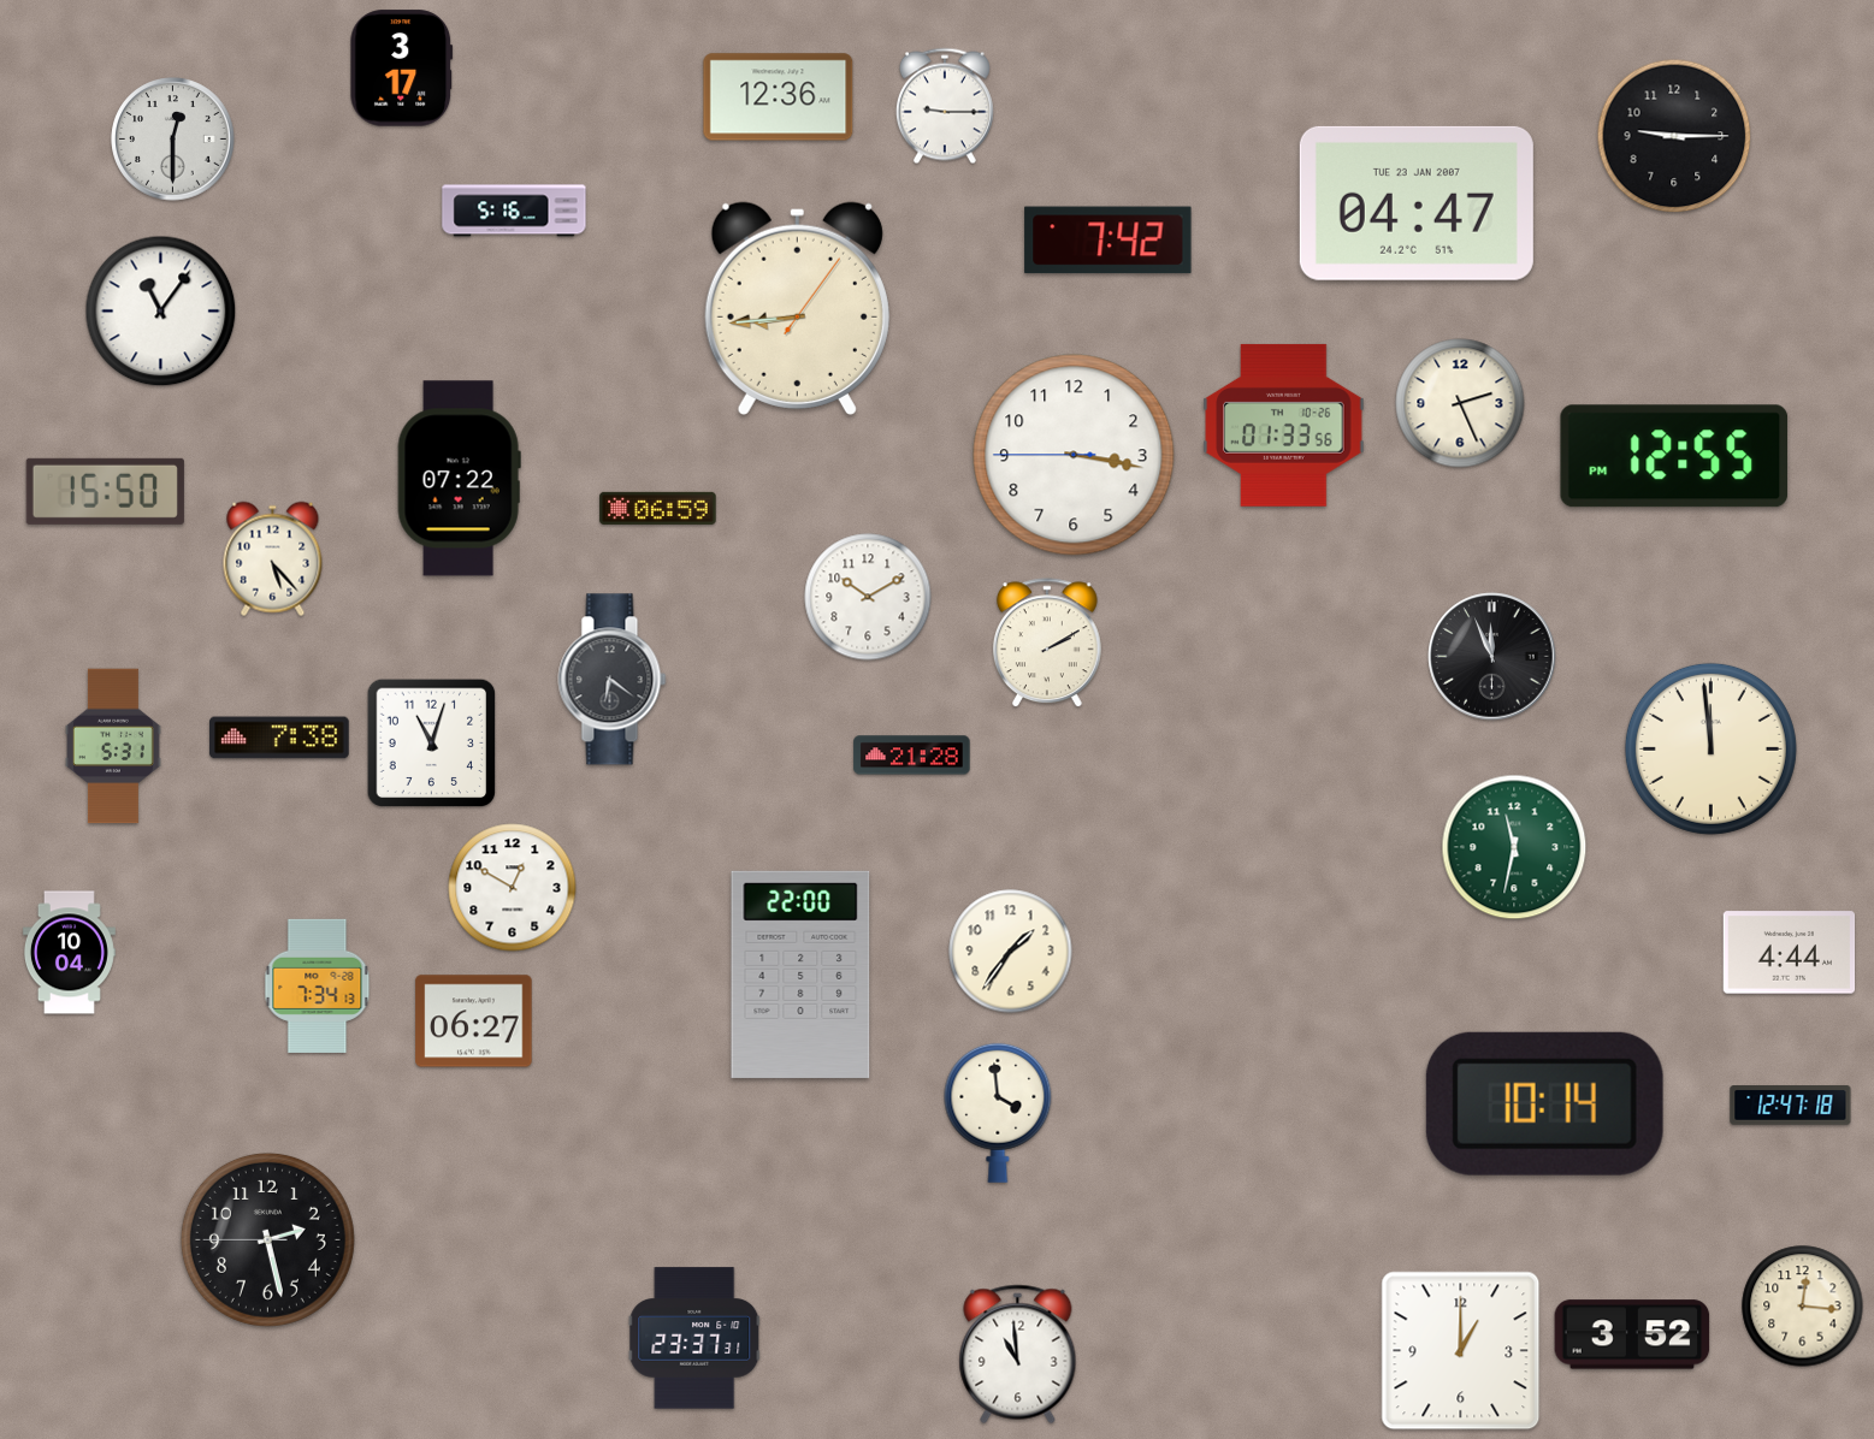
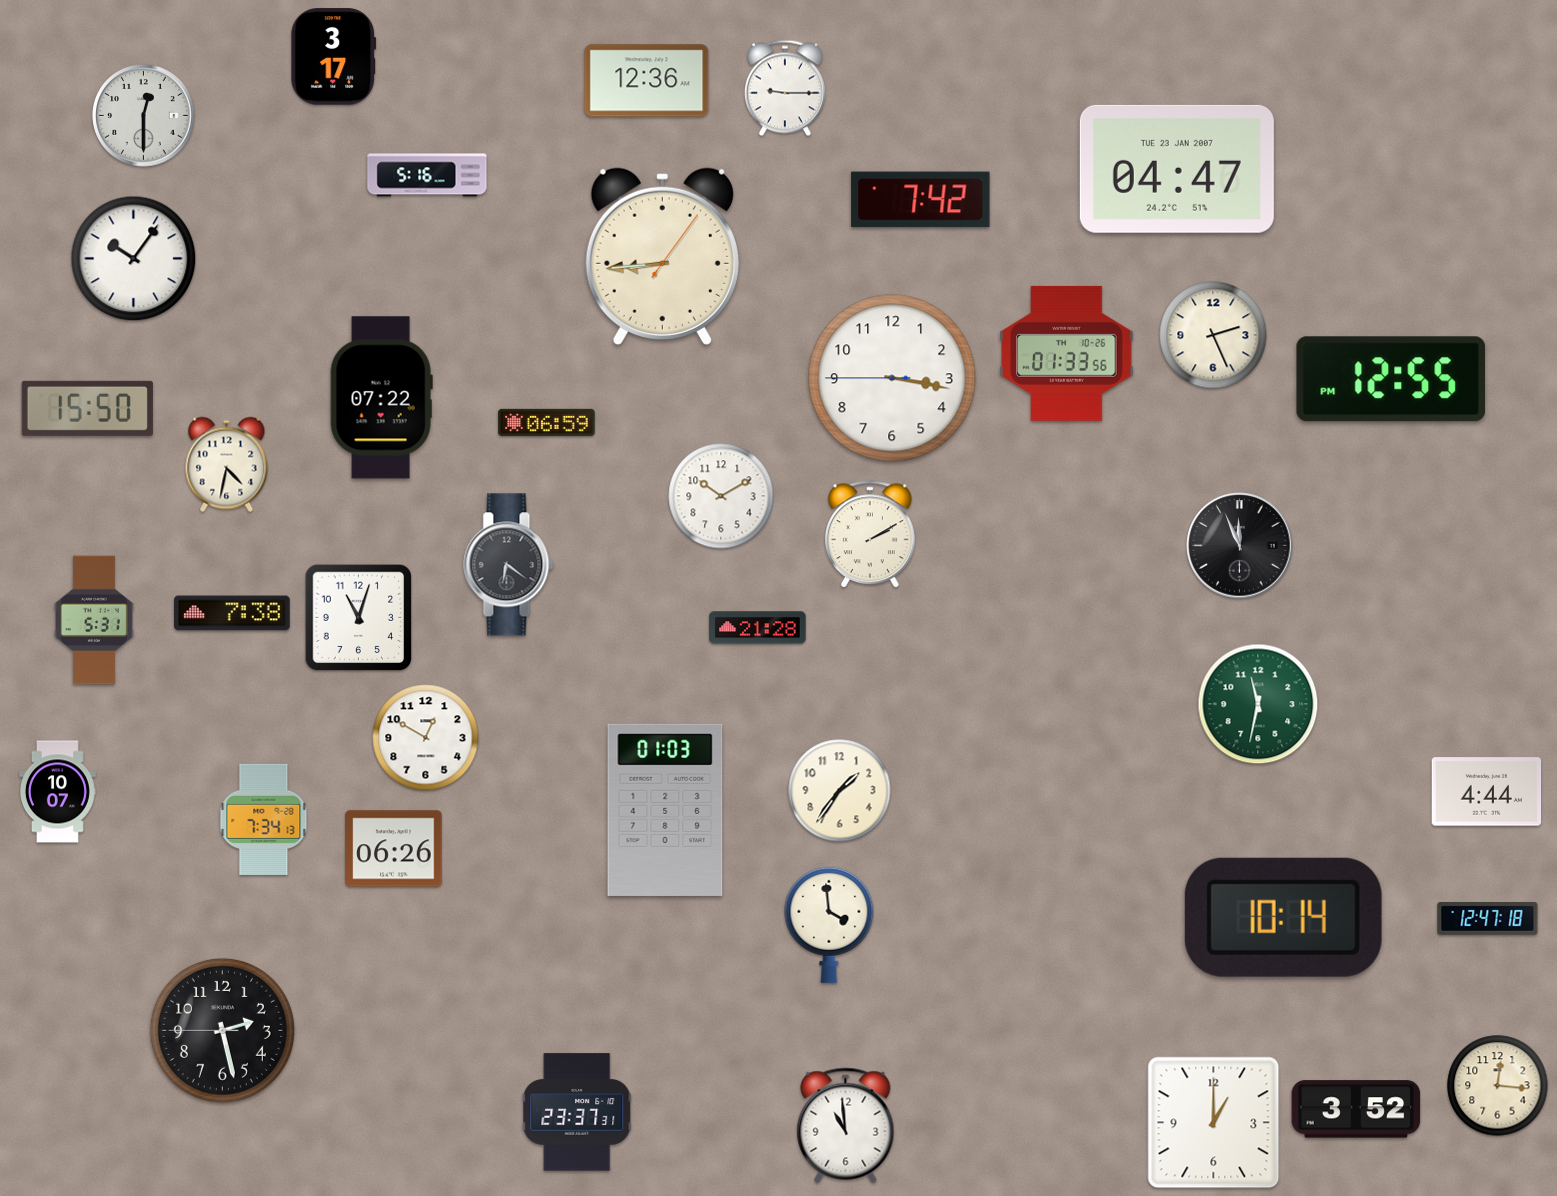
clock at (1674, 136): 9:15 -> none
clock at (161, 312): 11:06 -> 10:06
clock at (273, 559): 5:23 -> 4:32
clock at (1710, 748): 11:59 -> none
clock at (69, 953): 10:04 -> 10:07
clock at (800, 975): 22:00 -> 01:03
clock at (474, 1021): 06:27 -> 06:26
